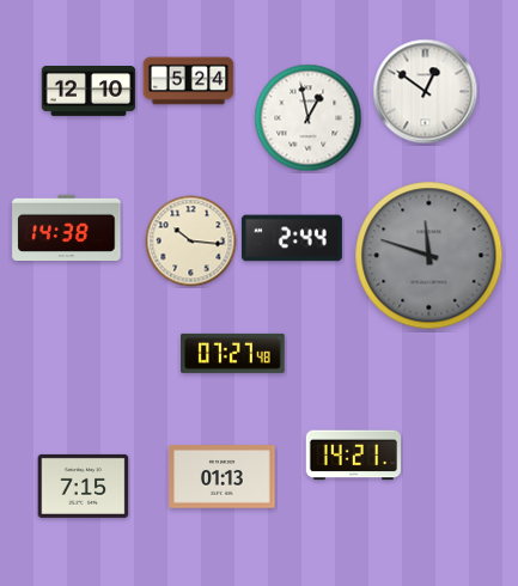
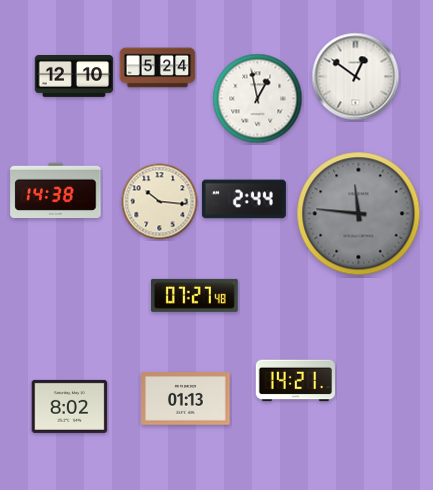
clock at (429, 256): 11:48 -> 11:46
clock at (84, 486): 7:15 -> 8:02
